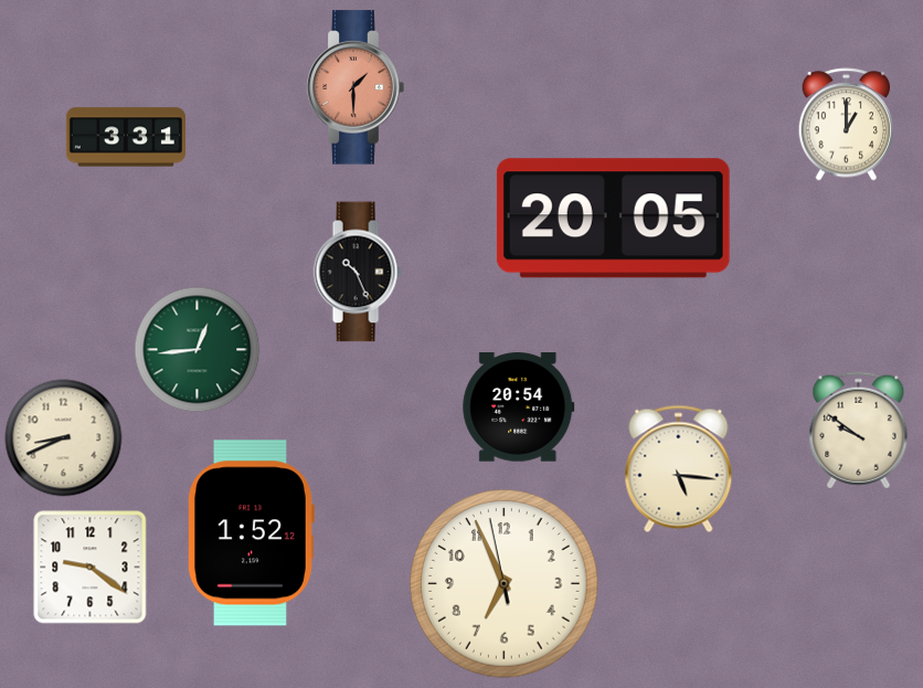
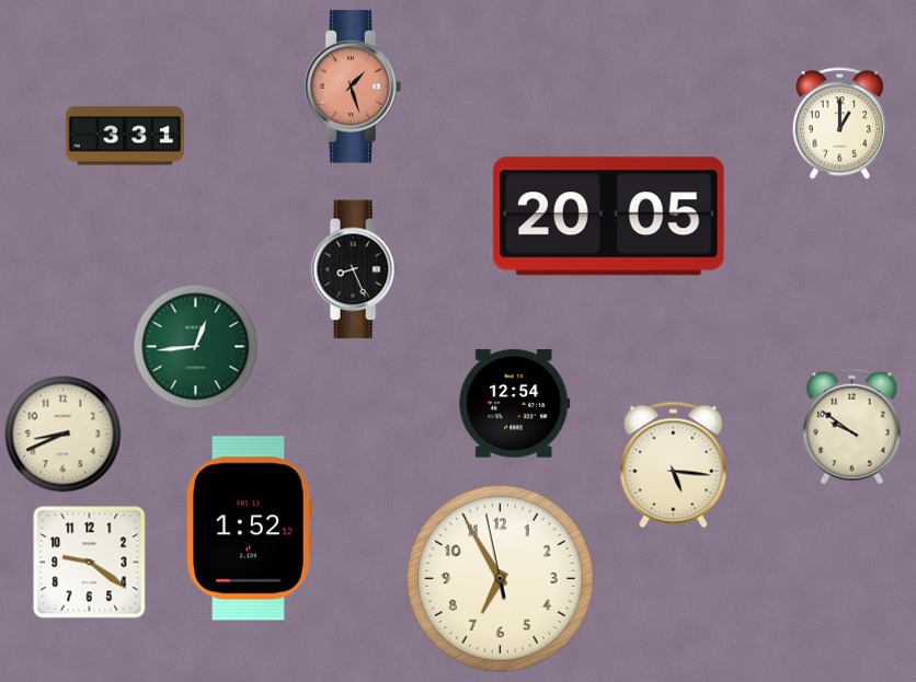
clock at (356, 87): 1:30 -> 1:27
clock at (358, 272): 10:26 -> 8:26
clock at (519, 407): 20:54 -> 12:54
clock at (505, 584): 6:55 -> 6:54
